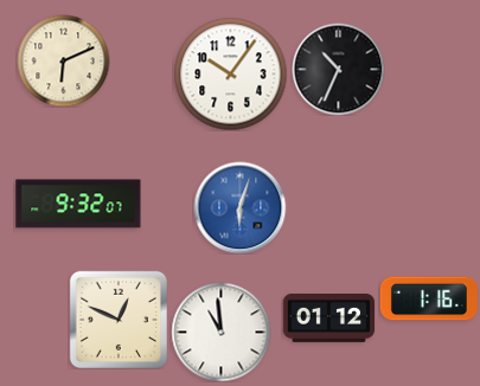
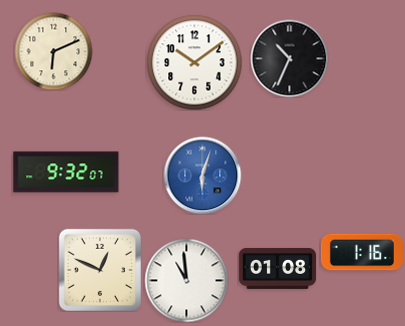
clock at (338, 69) position: (338, 69) -> (289, 58)
clock at (230, 73): 10:06 -> 10:09
clock at (328, 317): 01:12 -> 01:08
